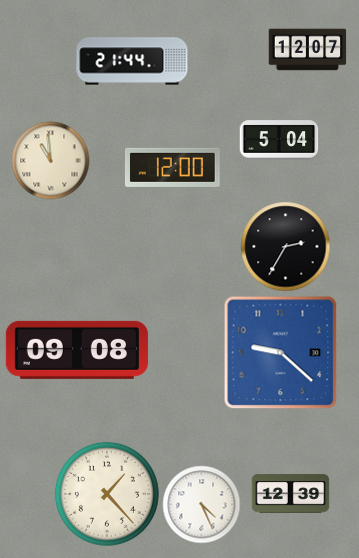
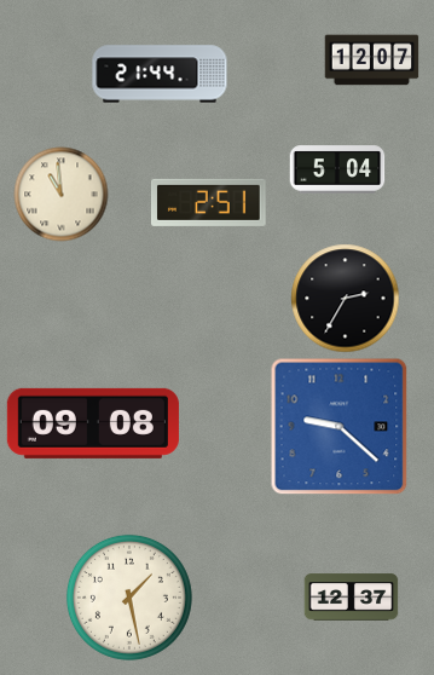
clock at (172, 167): 12:00 -> 2:51
clock at (107, 494): 1:23 -> 1:28
clock at (290, 494): 12:39 -> 12:37
clock at (201, 504): 4:26 -> none
